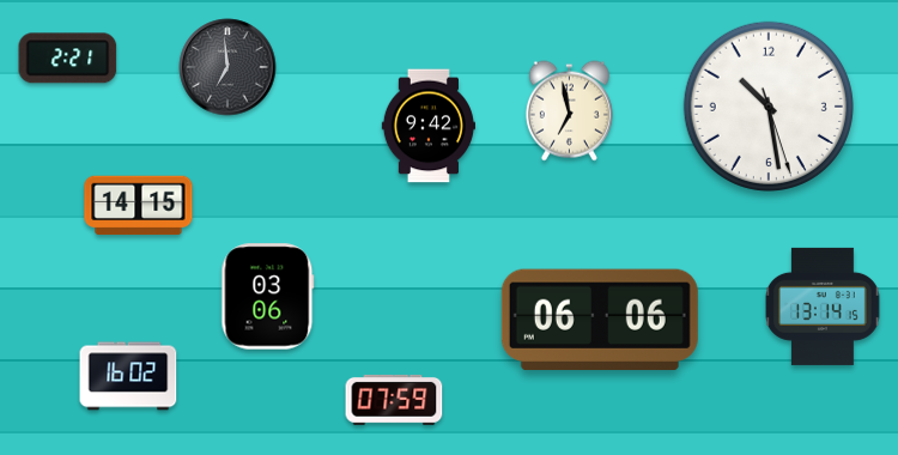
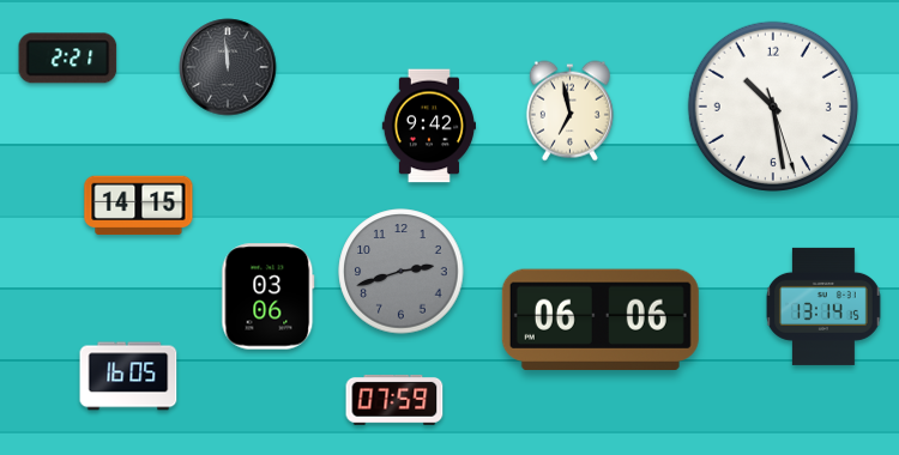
clock at (227, 67): 6:59 -> 11:59
clock at (769, 107) position: (769, 107) -> (773, 107)
clock at (402, 272): none -> 2:42
clock at (128, 376): 16:02 -> 16:05
